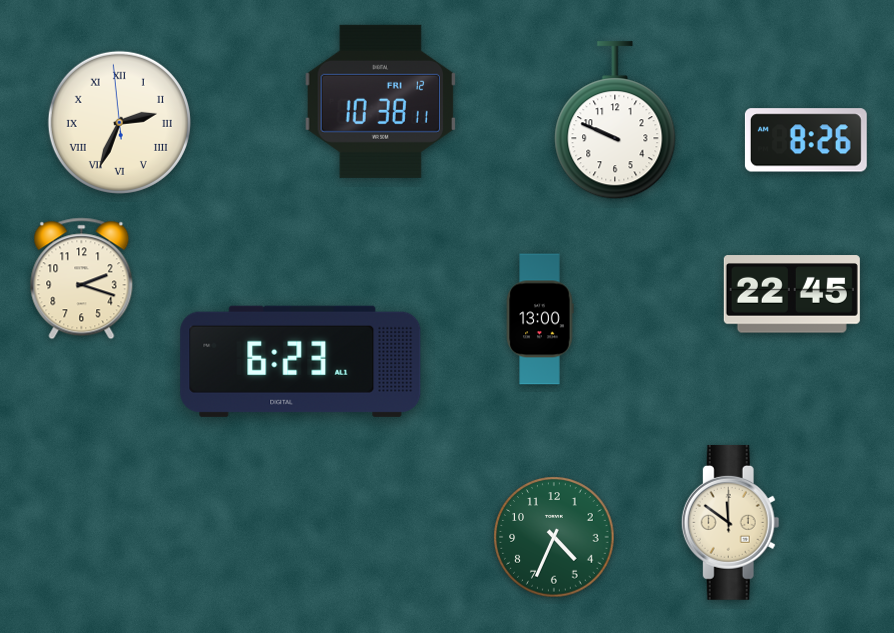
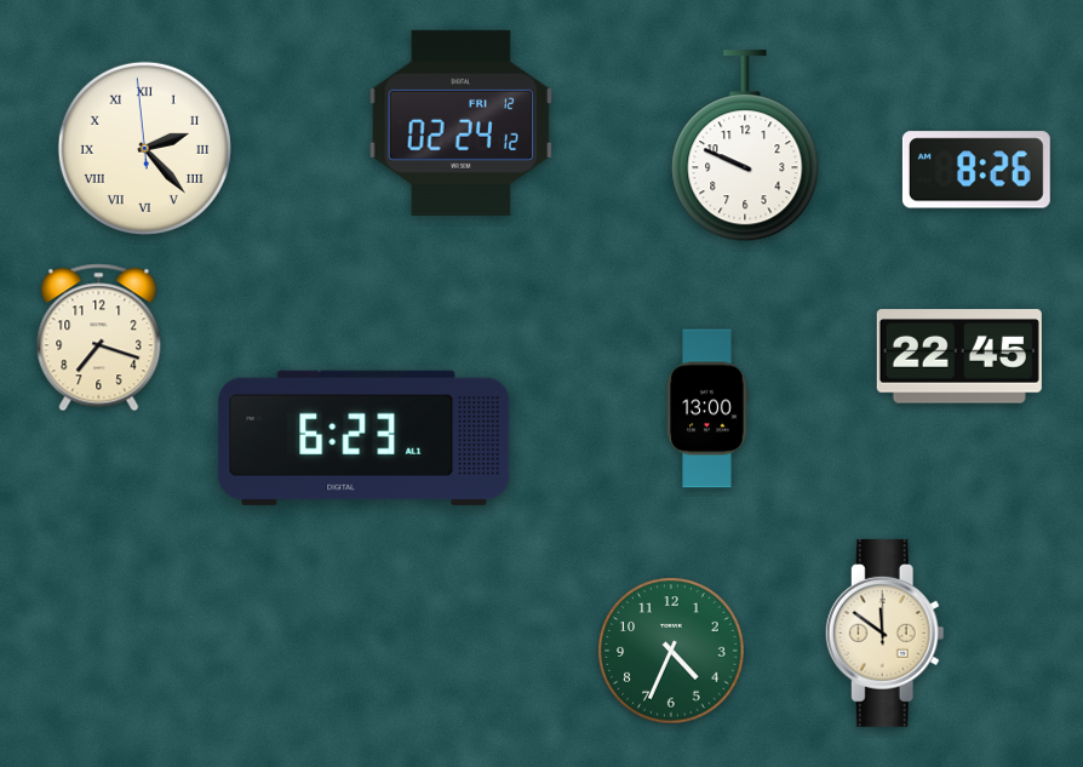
clock at (381, 101): 10:38 -> 02:24
clock at (119, 122): 2:33 -> 2:22
clock at (82, 279): 2:18 -> 7:18
clock at (540, 319) position: (540, 319) -> (707, 408)
